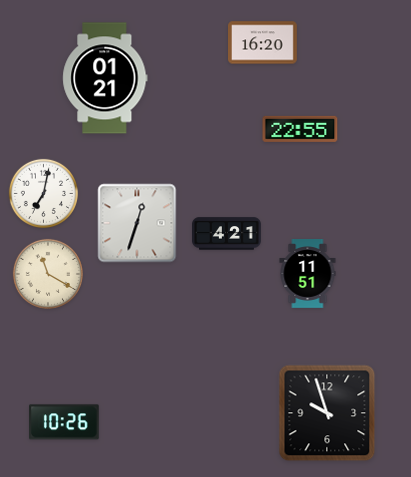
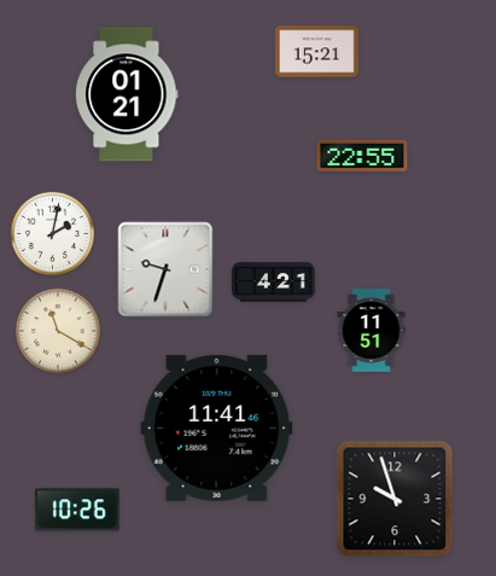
clock at (263, 43): 16:20 -> 15:21
clock at (43, 193): 7:02 -> 2:02
clock at (137, 223): 12:33 -> 9:33
clock at (217, 427): none -> 11:41
